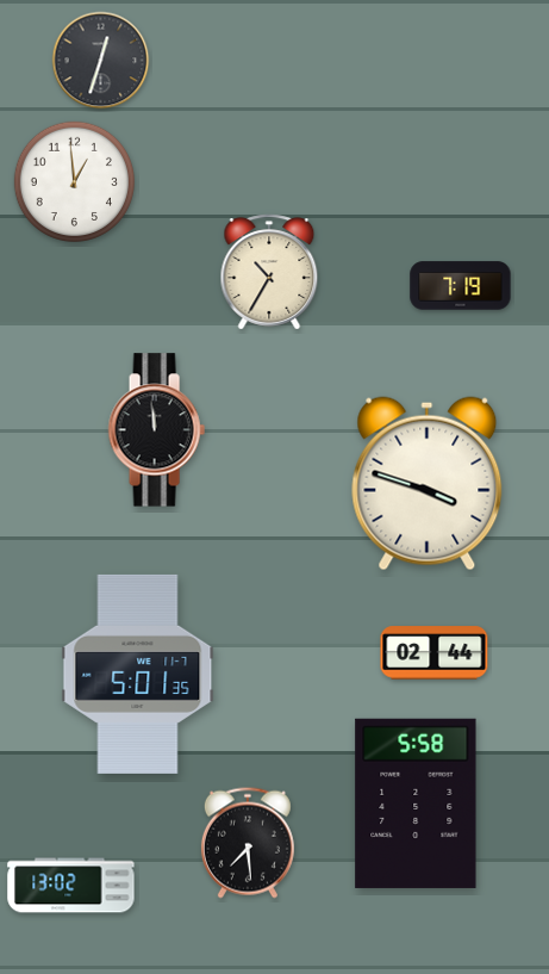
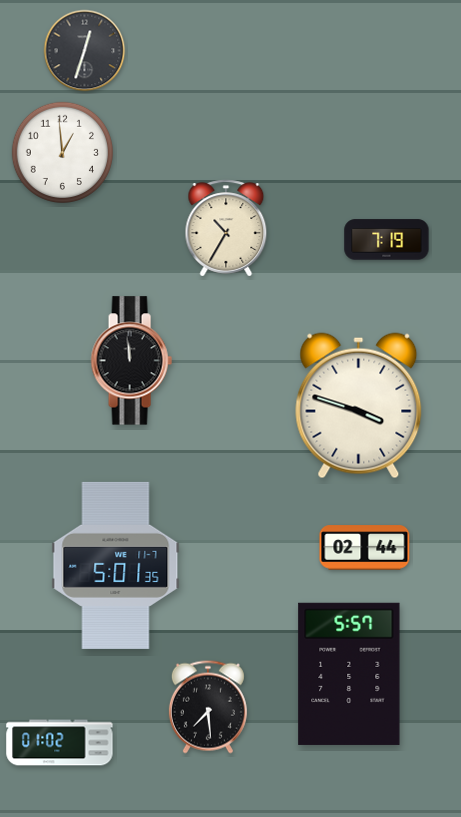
clock at (416, 804): 5:58 -> 5:57
clock at (71, 886): 13:02 -> 01:02
